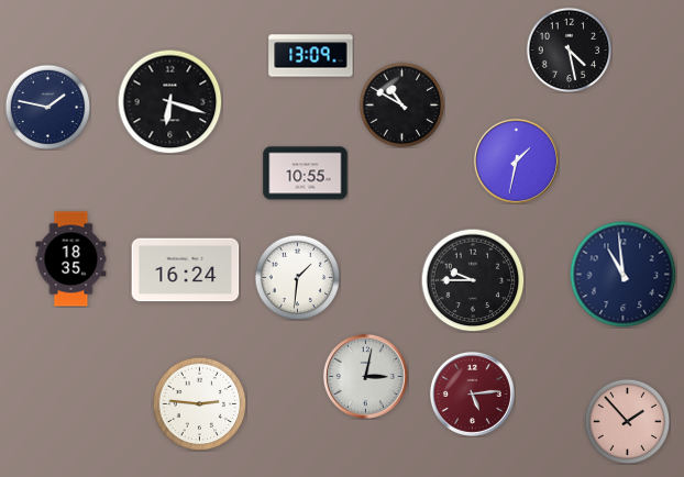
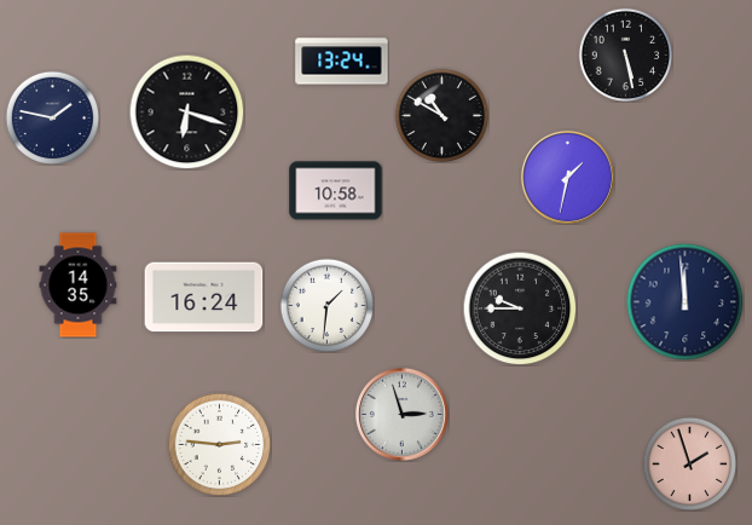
clock at (569, 49): 4:28 -> 5:28
clock at (311, 56): 13:09 -> 13:24
clock at (306, 174): 10:55 -> 10:58
clock at (71, 259): 18:35 -> 14:35
clock at (622, 274): 10:59 -> 11:59
clock at (365, 376): 3:02 -> 2:57
clock at (472, 393): 5:14 -> none
clock at (627, 421): 1:53 -> 1:57
